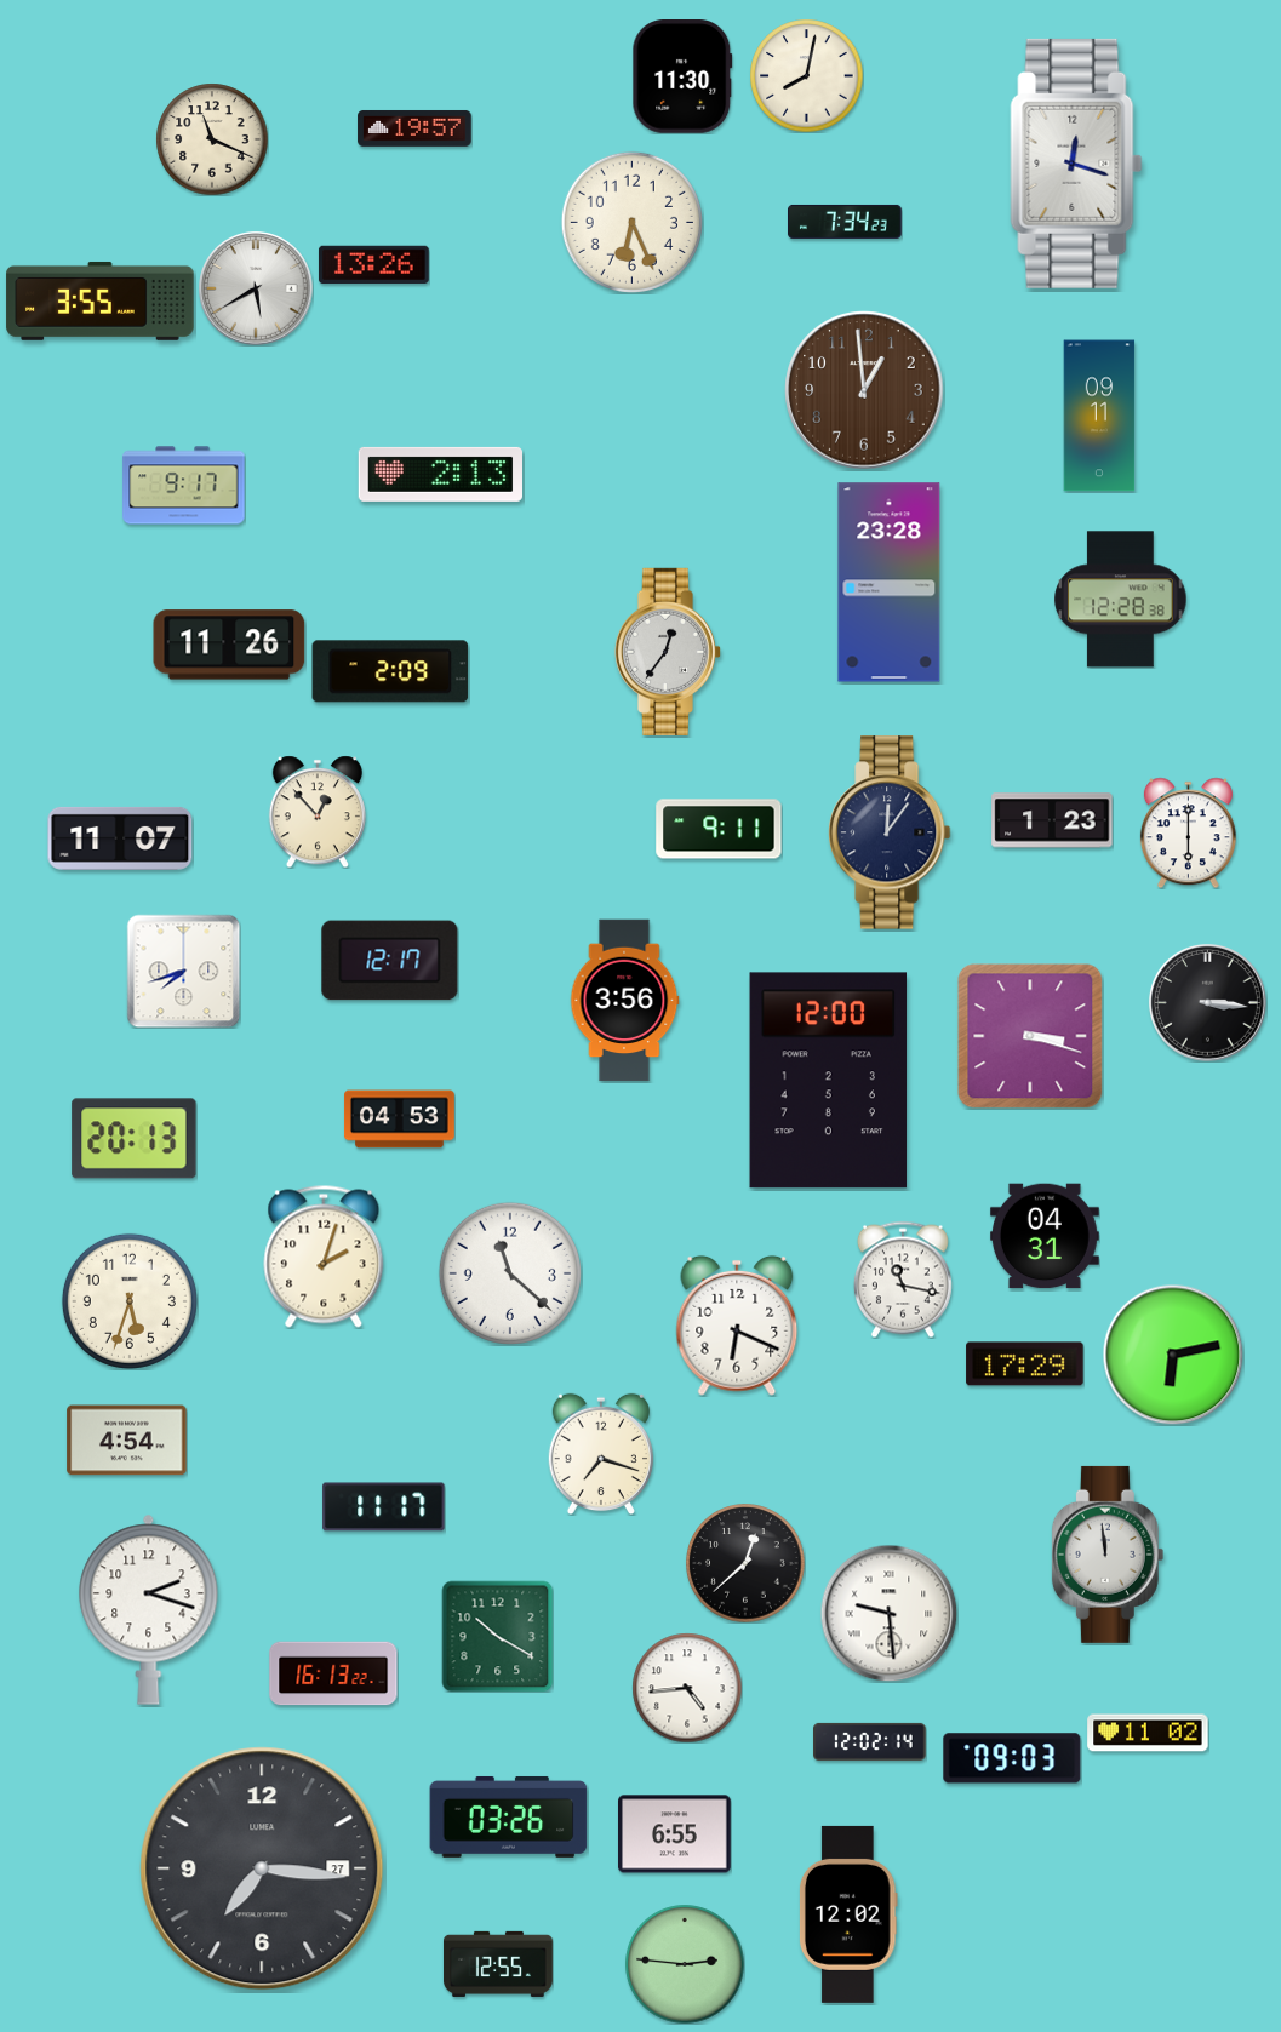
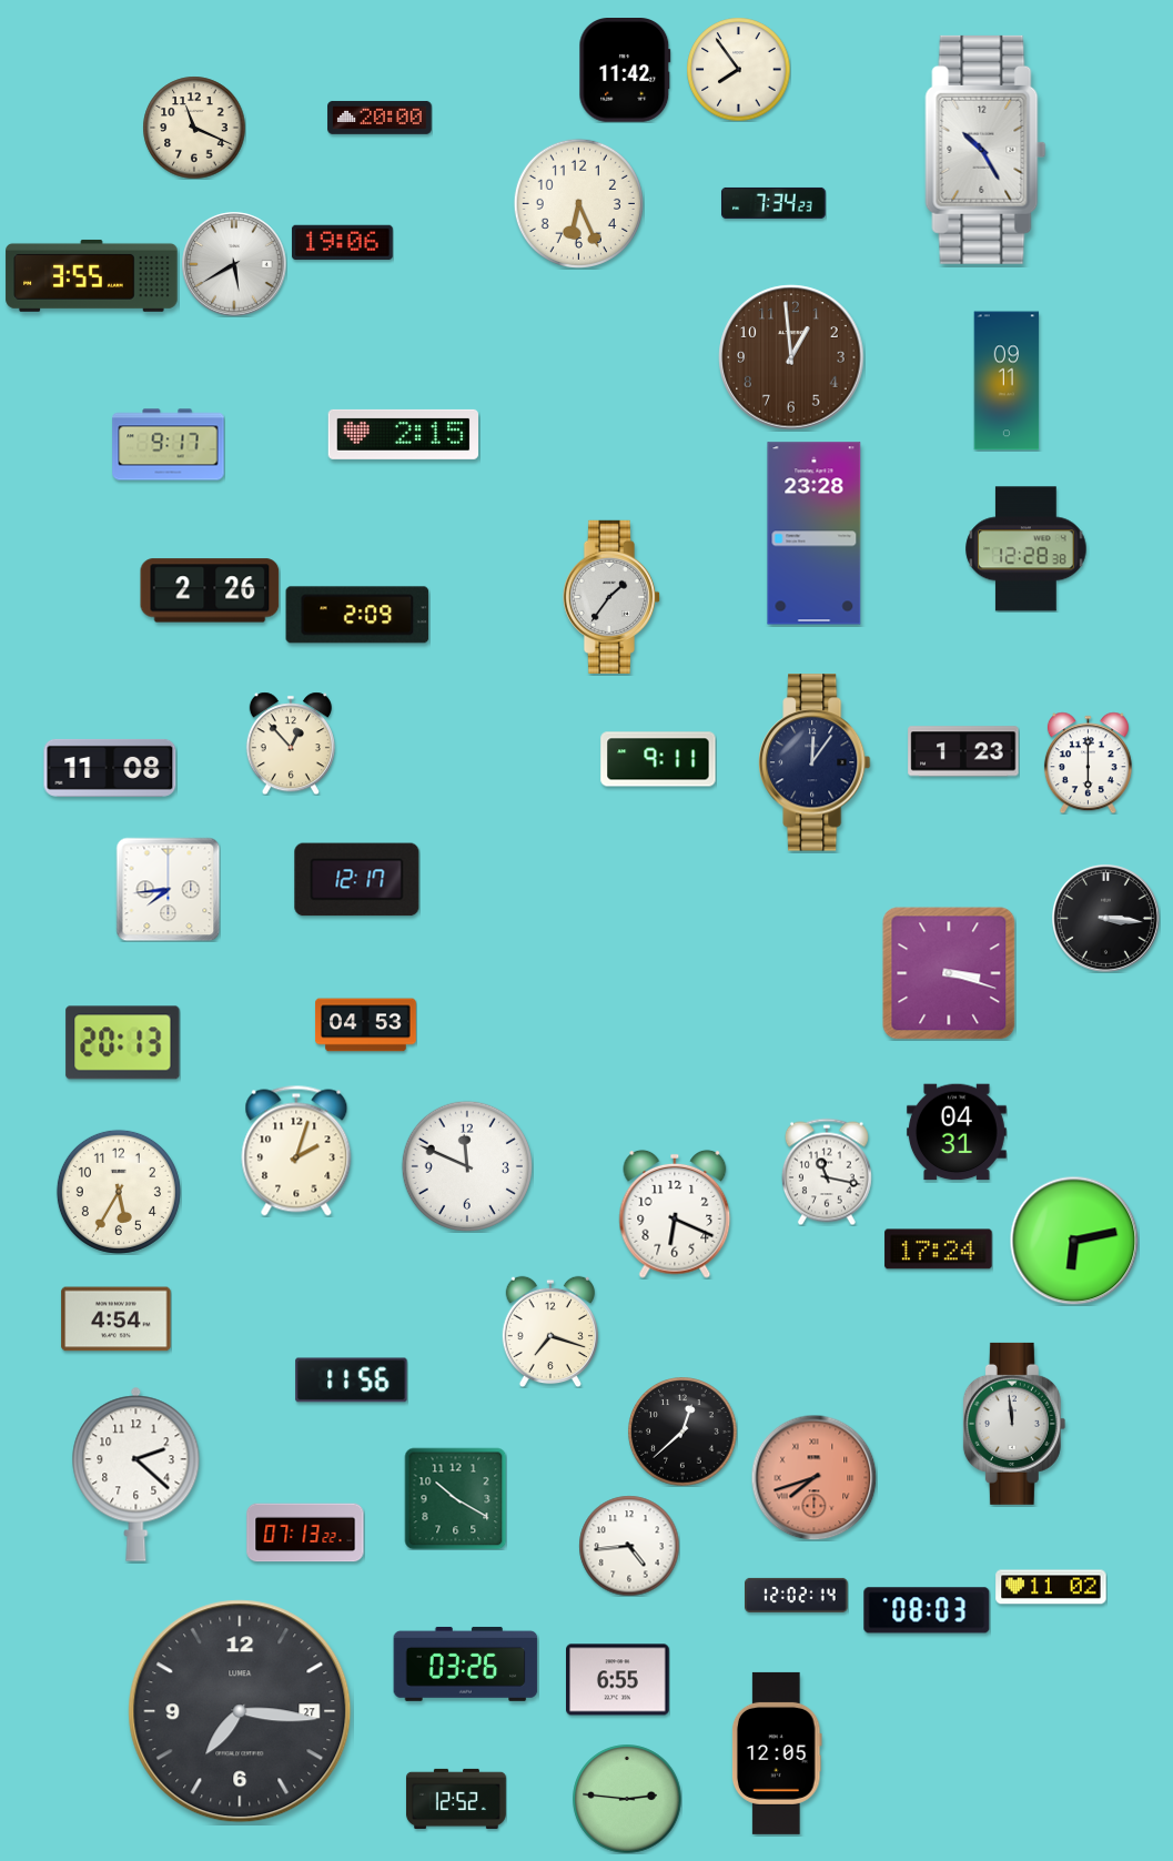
clock at (806, 75): 8:02 -> 7:54
clock at (682, 78): 11:30 -> 11:42
clock at (414, 128): 19:57 -> 20:00
clock at (1076, 164): 12:18 -> 10:25
clock at (373, 265): 13:26 -> 19:06
clock at (441, 474): 2:13 -> 2:15
clock at (229, 645): 11:26 -> 2:26
clock at (668, 652): 12:36 -> 1:36
clock at (120, 838): 11:07 -> 11:08
clock at (183, 971): 7:42 -> 7:44
clock at (624, 1001): 3:56 -> none
clock at (1030, 1036) position: (1030, 1036) -> (949, 973)
clock at (829, 1081): 12:00 -> none
clock at (510, 1273): 11:22 -> 11:49
clock at (130, 1301): 5:33 -> 5:35
clock at (1025, 1364): 17:29 -> 17:24
clock at (384, 1507): 11:17 -> 11:56
clock at (149, 1609): 2:18 -> 2:22
clock at (888, 1613): 9:29 -> 7:42
clock at (888, 1613) dial: white -> salmon
clock at (333, 1673): 16:13 -> 07:13
clock at (1012, 1758): 09:03 -> 08:03
clock at (848, 1914): 12:02 -> 12:05
clock at (498, 1964): 12:55 -> 12:52
